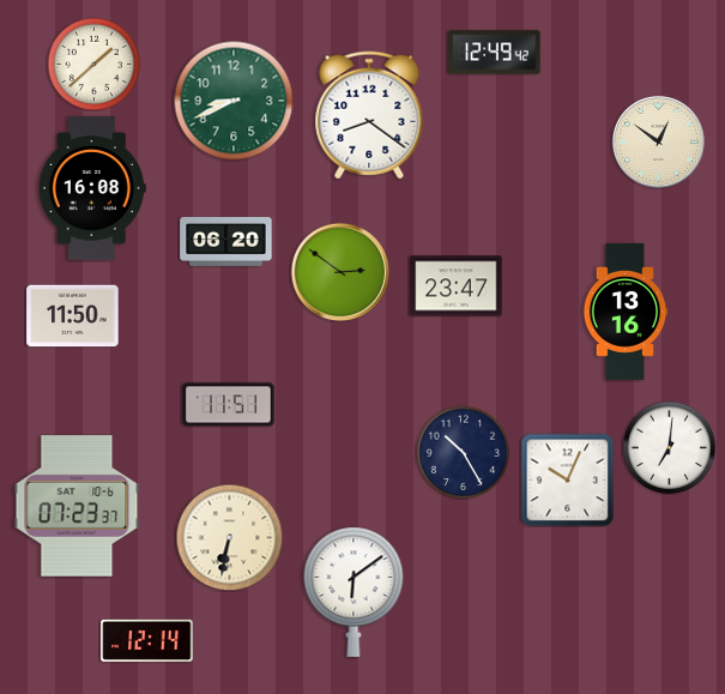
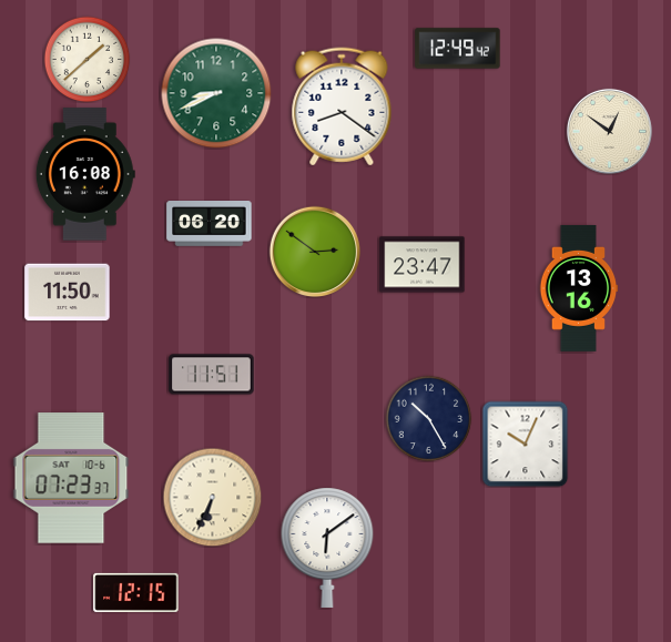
clock at (669, 447): 7:01 -> none
clock at (77, 506) position: (77, 506) -> (71, 478)
clock at (229, 537): 6:32 -> 6:34
clock at (147, 640): 12:14 -> 12:15
